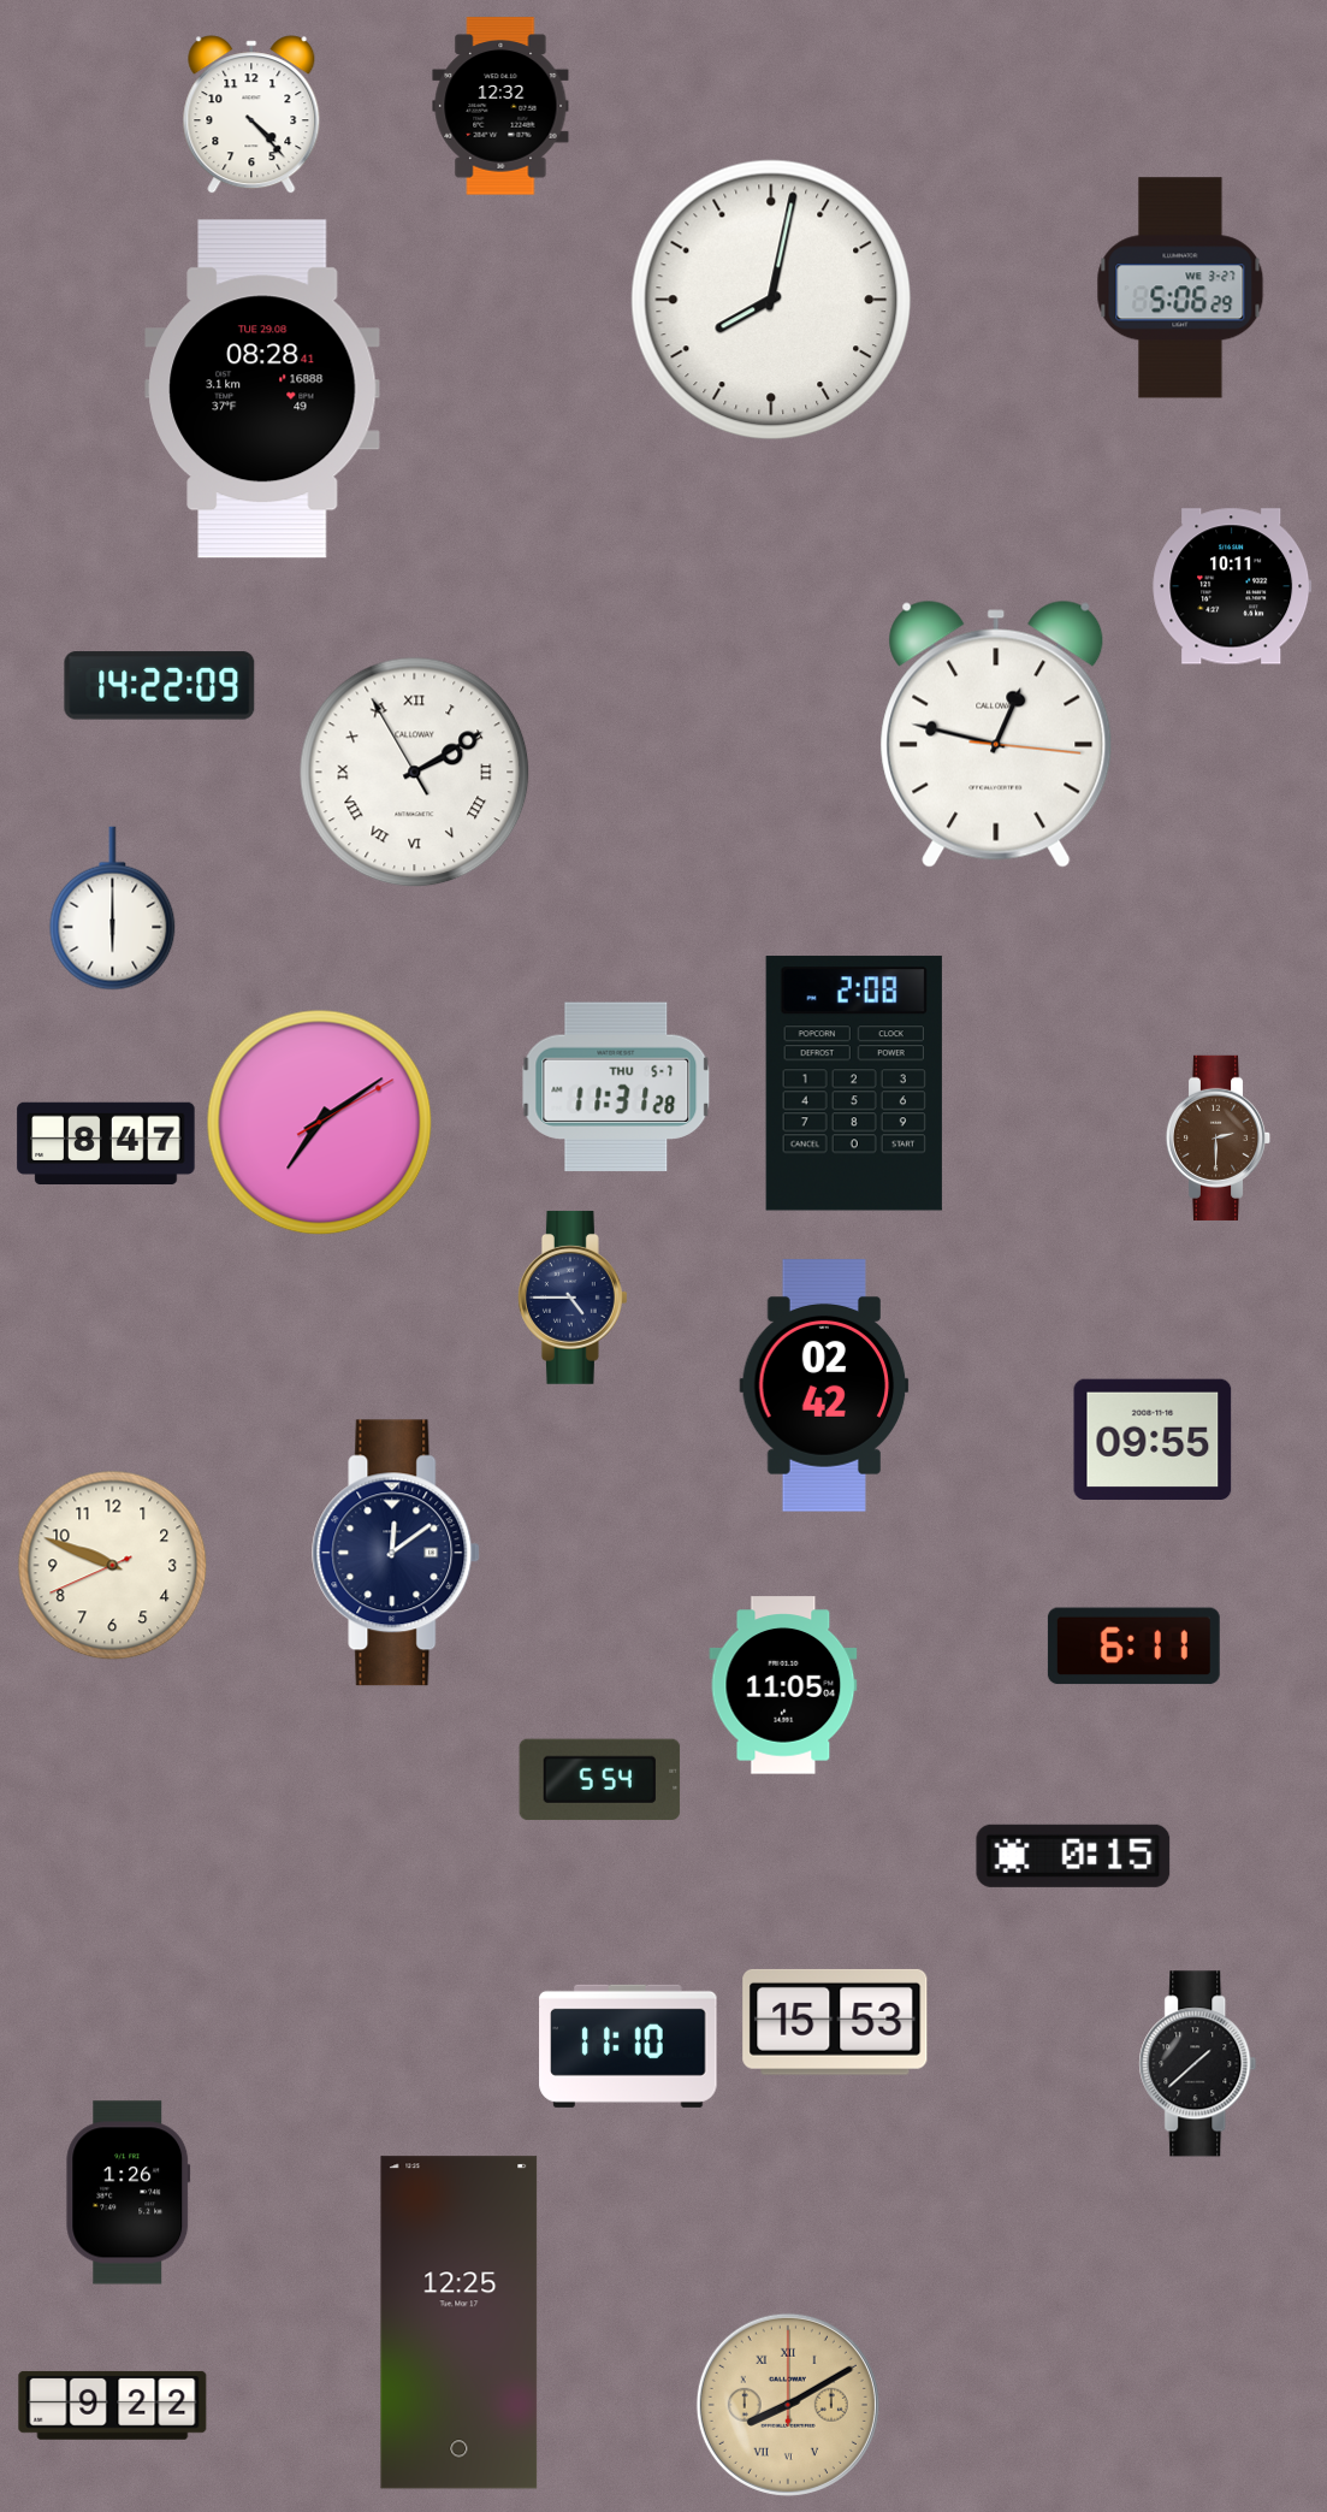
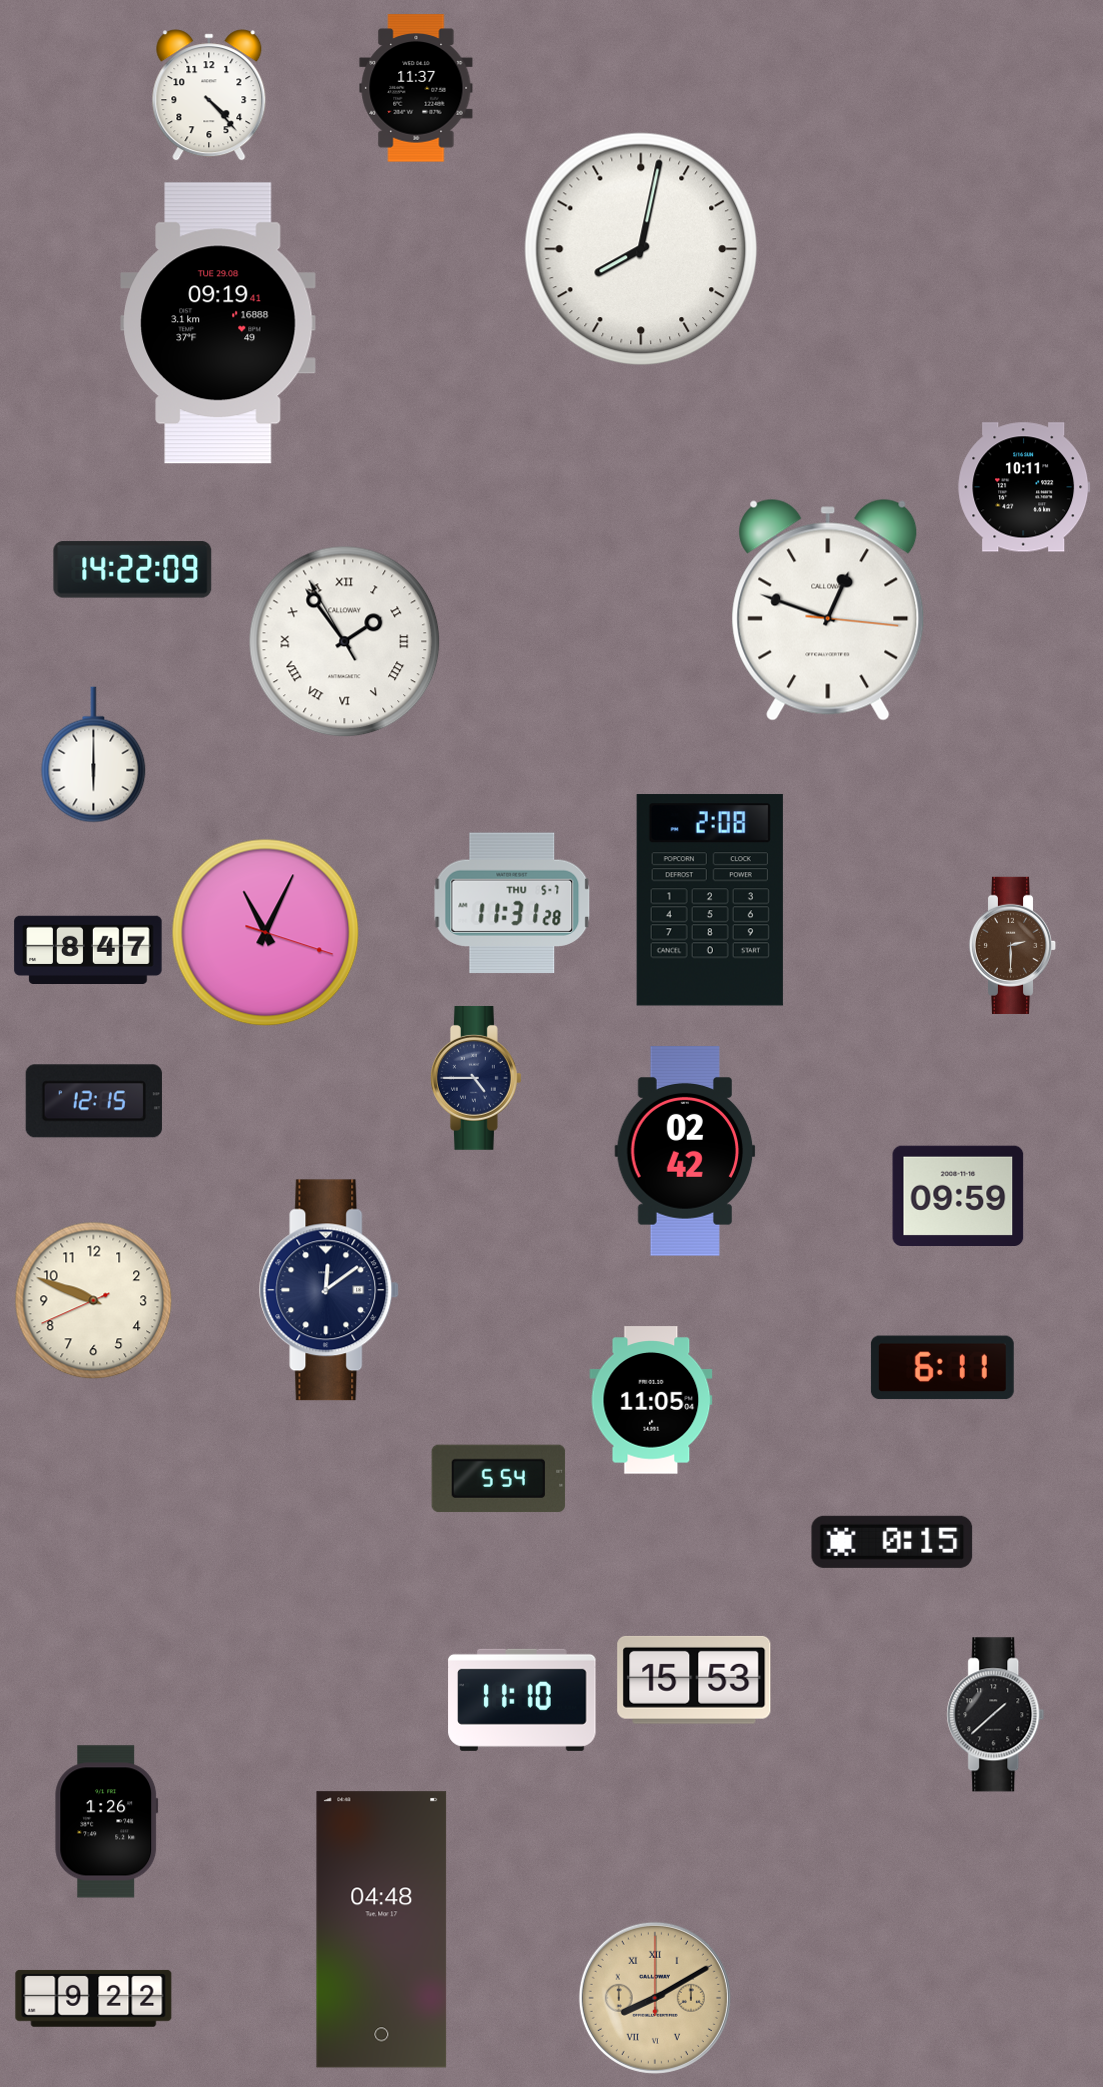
clock at (500, 106): 12:32 -> 11:37
clock at (1180, 288): 5:06 -> none
clock at (262, 389): 08:28 -> 09:19
clock at (996, 734): 12:47 -> 12:48
clock at (415, 773): 2:09 -> 1:53
clock at (320, 1123): 7:09 -> 11:04
clock at (94, 1101): none -> 12:15
clock at (1153, 1438): 09:55 -> 09:59
clock at (460, 2323): 12:25 -> 04:48
